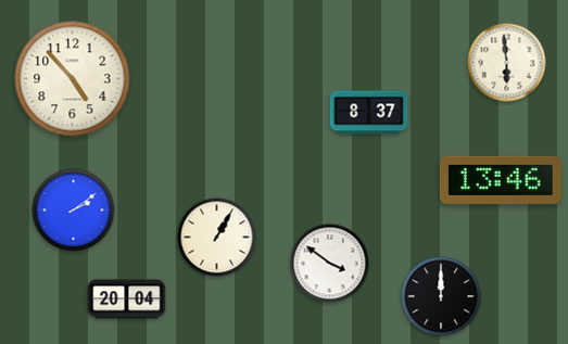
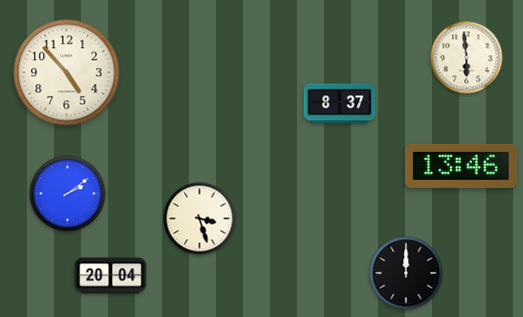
clock at (217, 238): 1:05 -> 3:27
clock at (330, 264): 3:51 -> none
clock at (127, 300) position: (127, 300) -> (111, 276)
